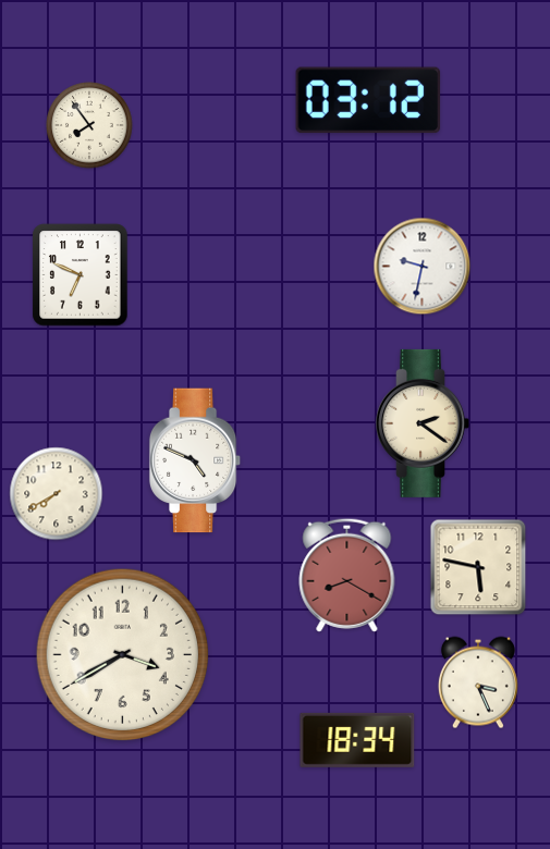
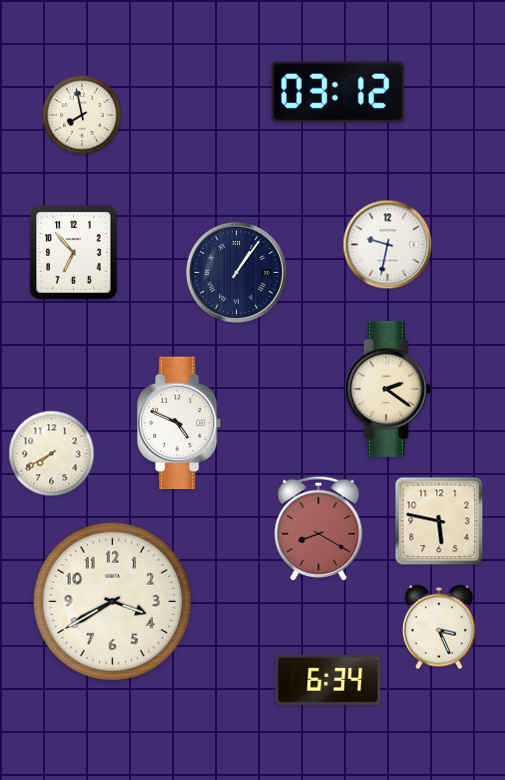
clock at (89, 125): 7:54 -> 7:58
clock at (81, 275): 6:49 -> 6:53
clock at (236, 272): none -> 1:06
clock at (357, 740): 18:34 -> 6:34
